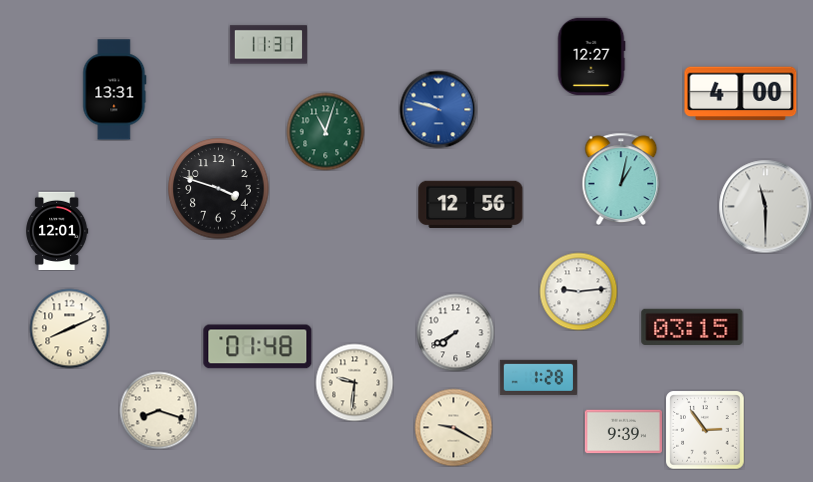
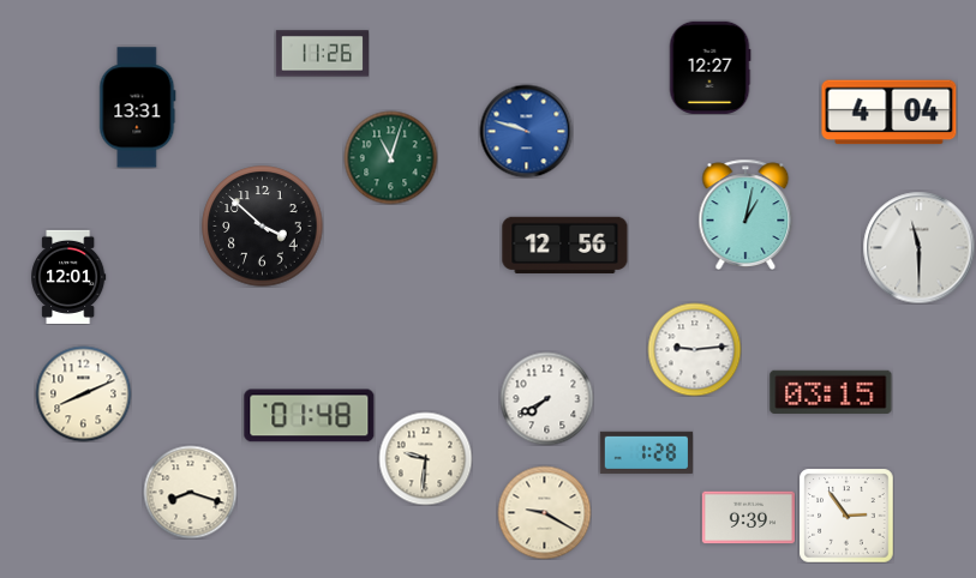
clock at (268, 45): 11:31 -> 11:26
clock at (741, 94): 4:00 -> 4:04
clock at (219, 189): 3:48 -> 3:52
